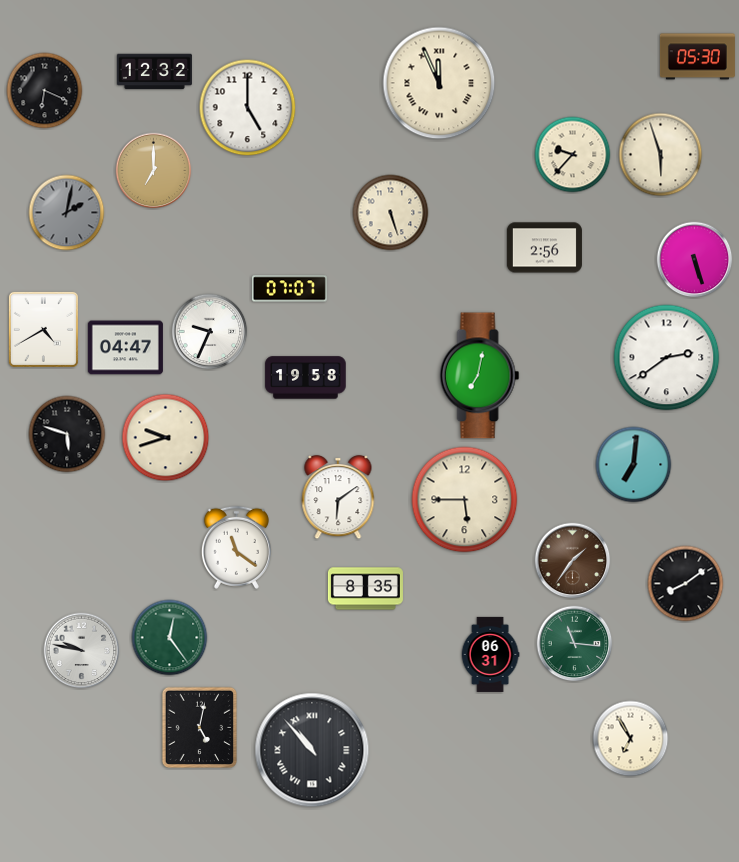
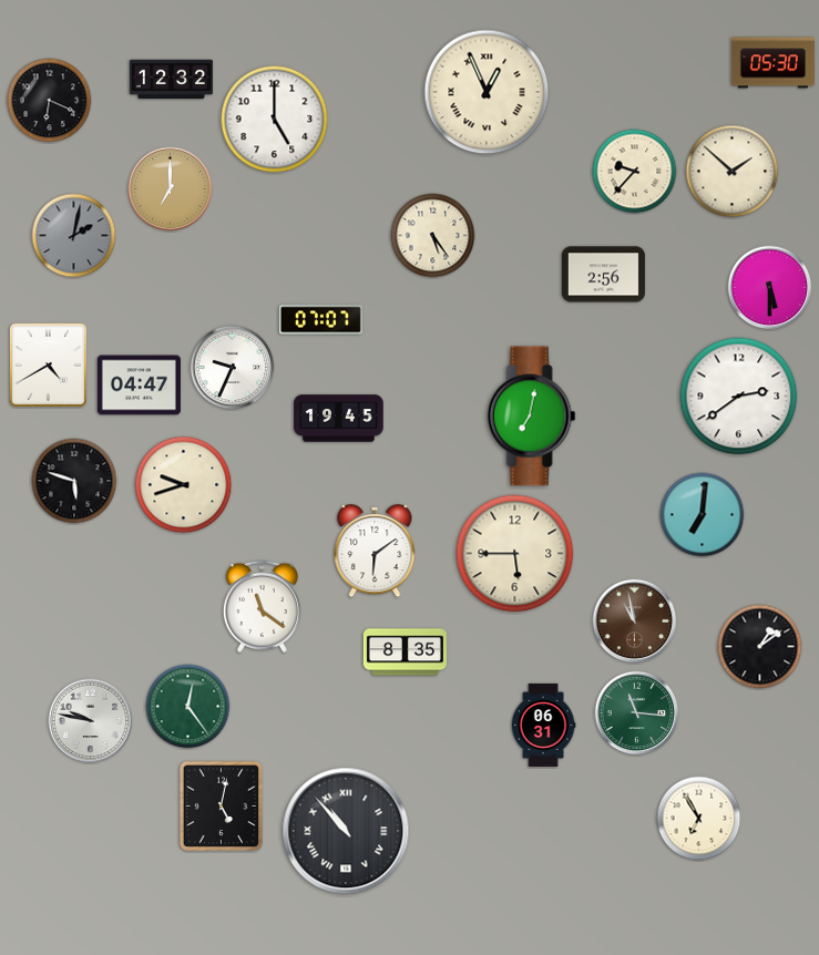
clock at (439, 83): 11:56 -> 12:56
clock at (661, 155): 5:57 -> 1:52
clock at (391, 213): 5:27 -> 5:24
clock at (695, 260): 5:27 -> 5:30
clock at (306, 378): 19:58 -> 19:45
clock at (573, 561): 1:36 -> 10:58
clock at (686, 584): 8:09 -> 1:09
